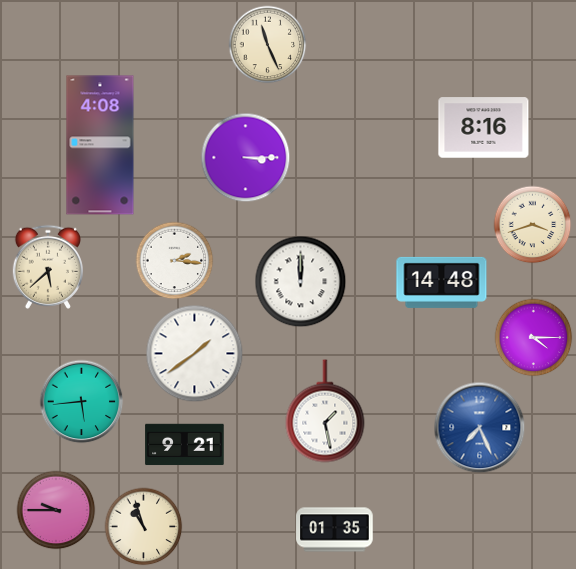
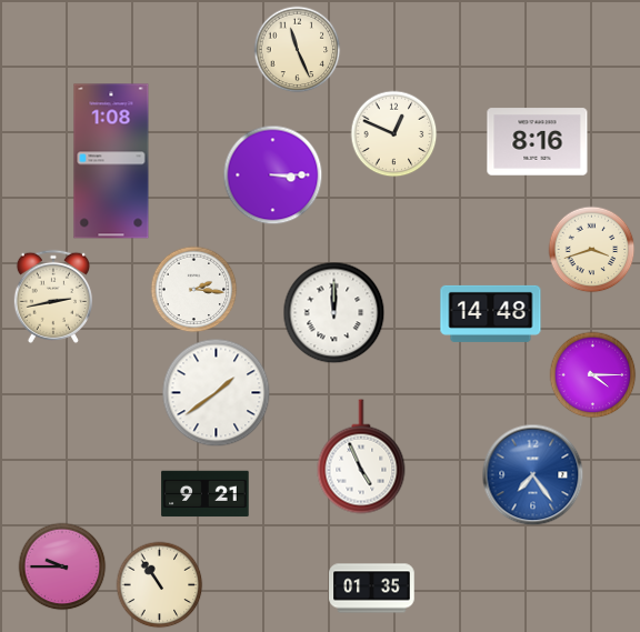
clock at (393, 133): none -> 12:49
clock at (100, 145): 4:08 -> 1:08
clock at (48, 267): 5:38 -> 2:43
clock at (81, 401): 5:44 -> none
clock at (325, 411): 1:28 -> 4:56
clock at (479, 427): 7:26 -> 7:24
clock at (143, 526): 10:57 -> 10:54
